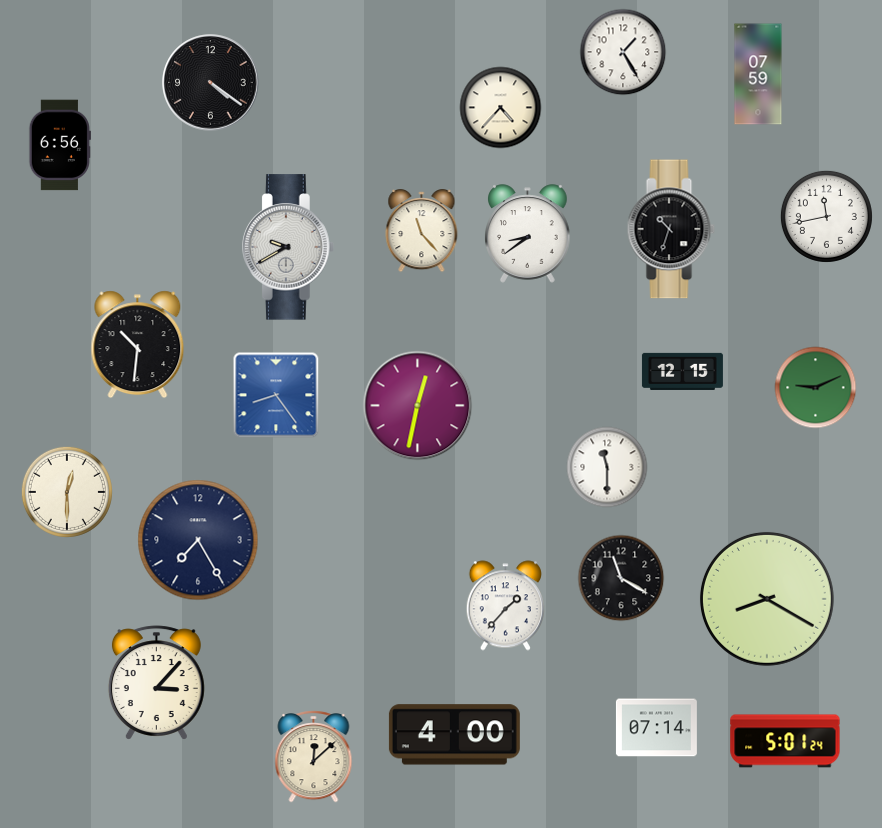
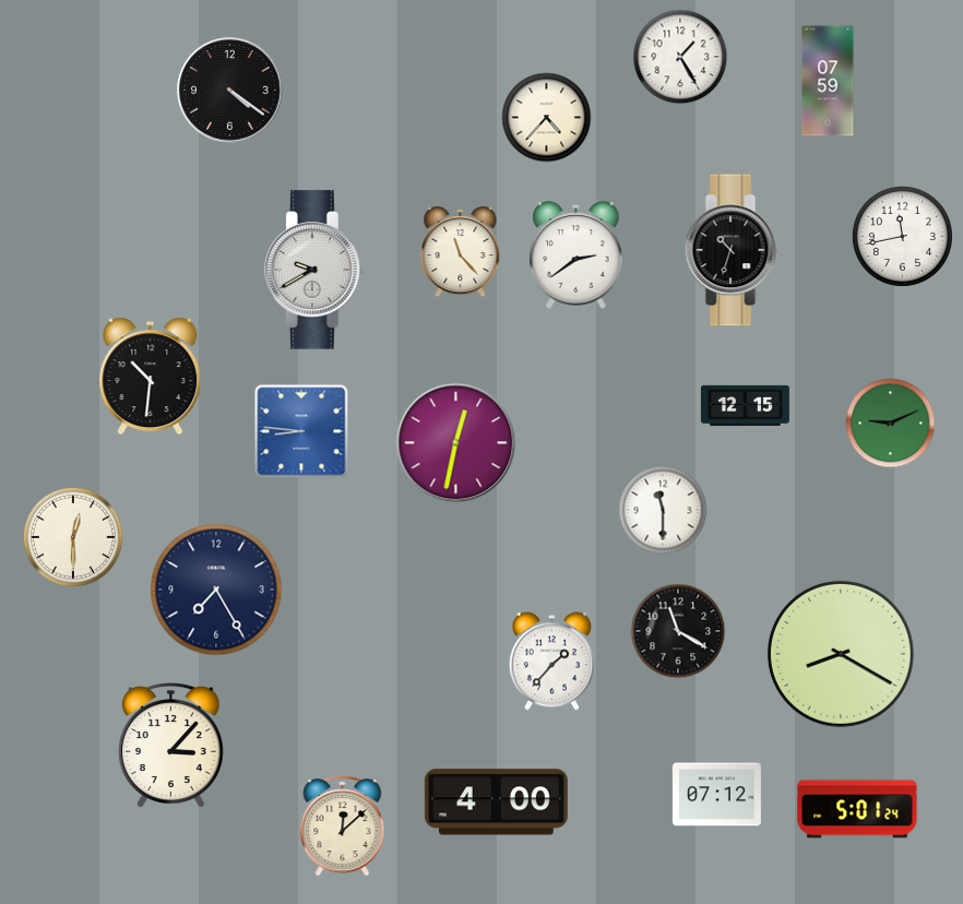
clock at (60, 145): 6:56 -> none
clock at (528, 234): 8:39 -> 2:39
clock at (276, 395): 8:24 -> 8:46
clock at (767, 599) position: (767, 599) -> (841, 654)
clock at (656, 728): 07:14 -> 07:12
